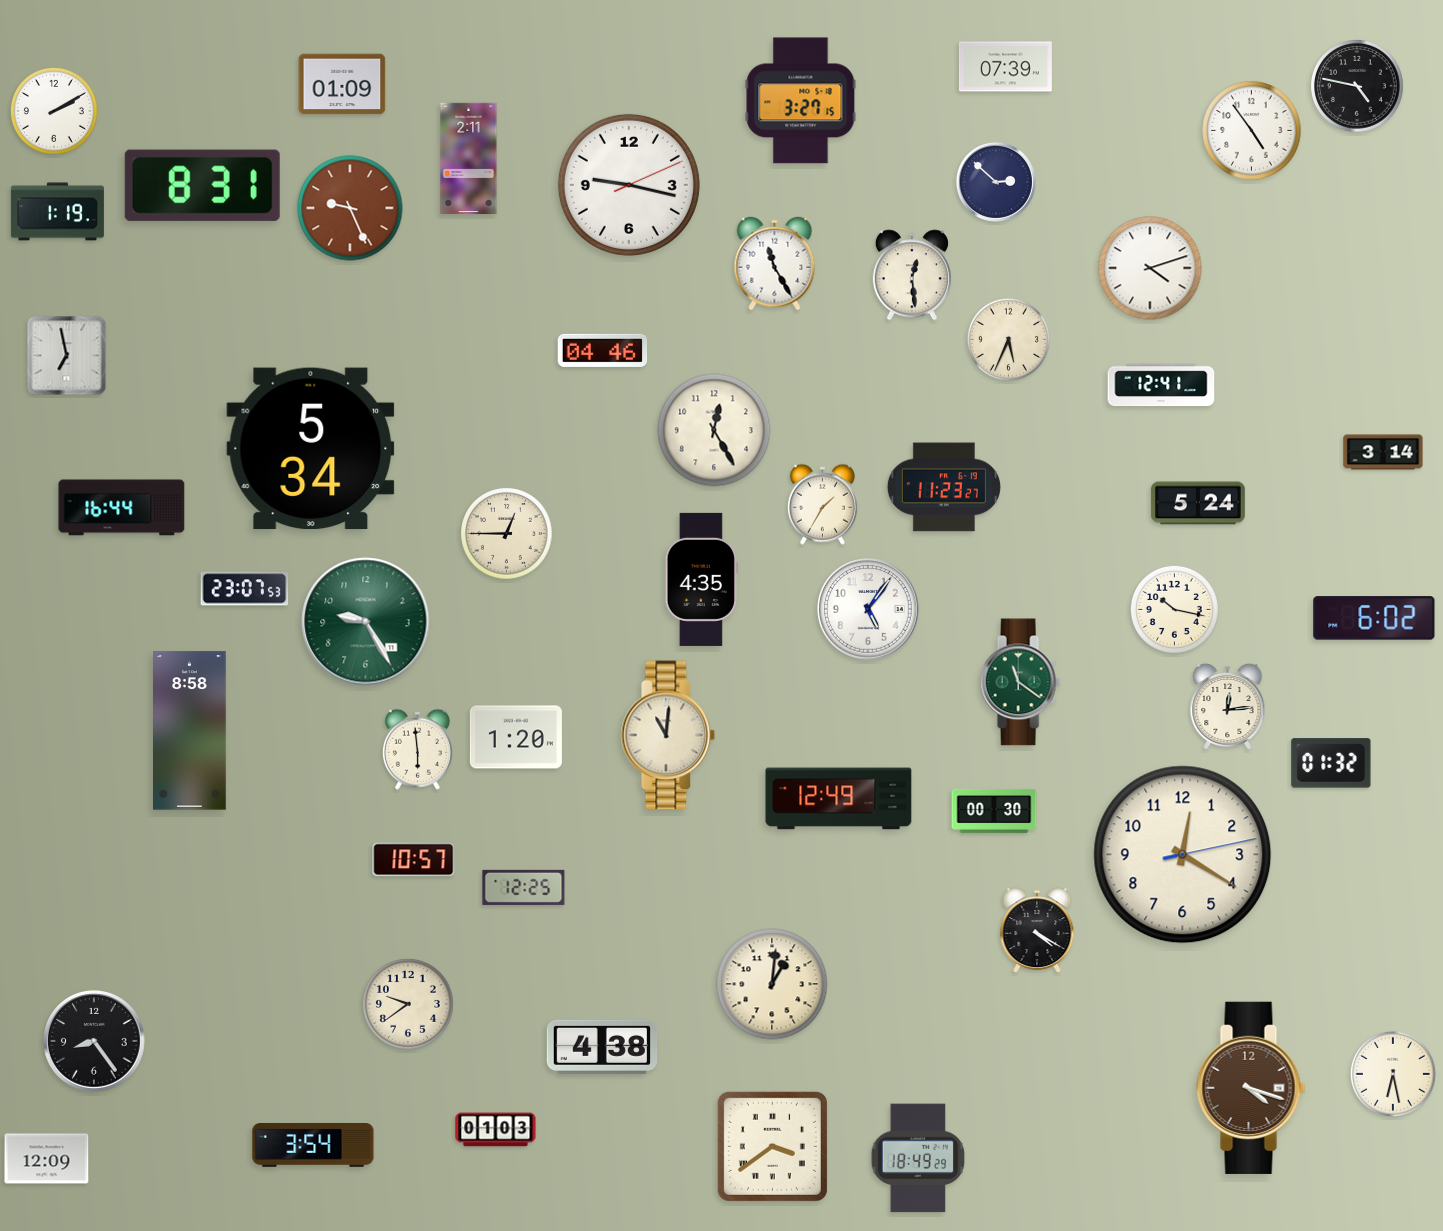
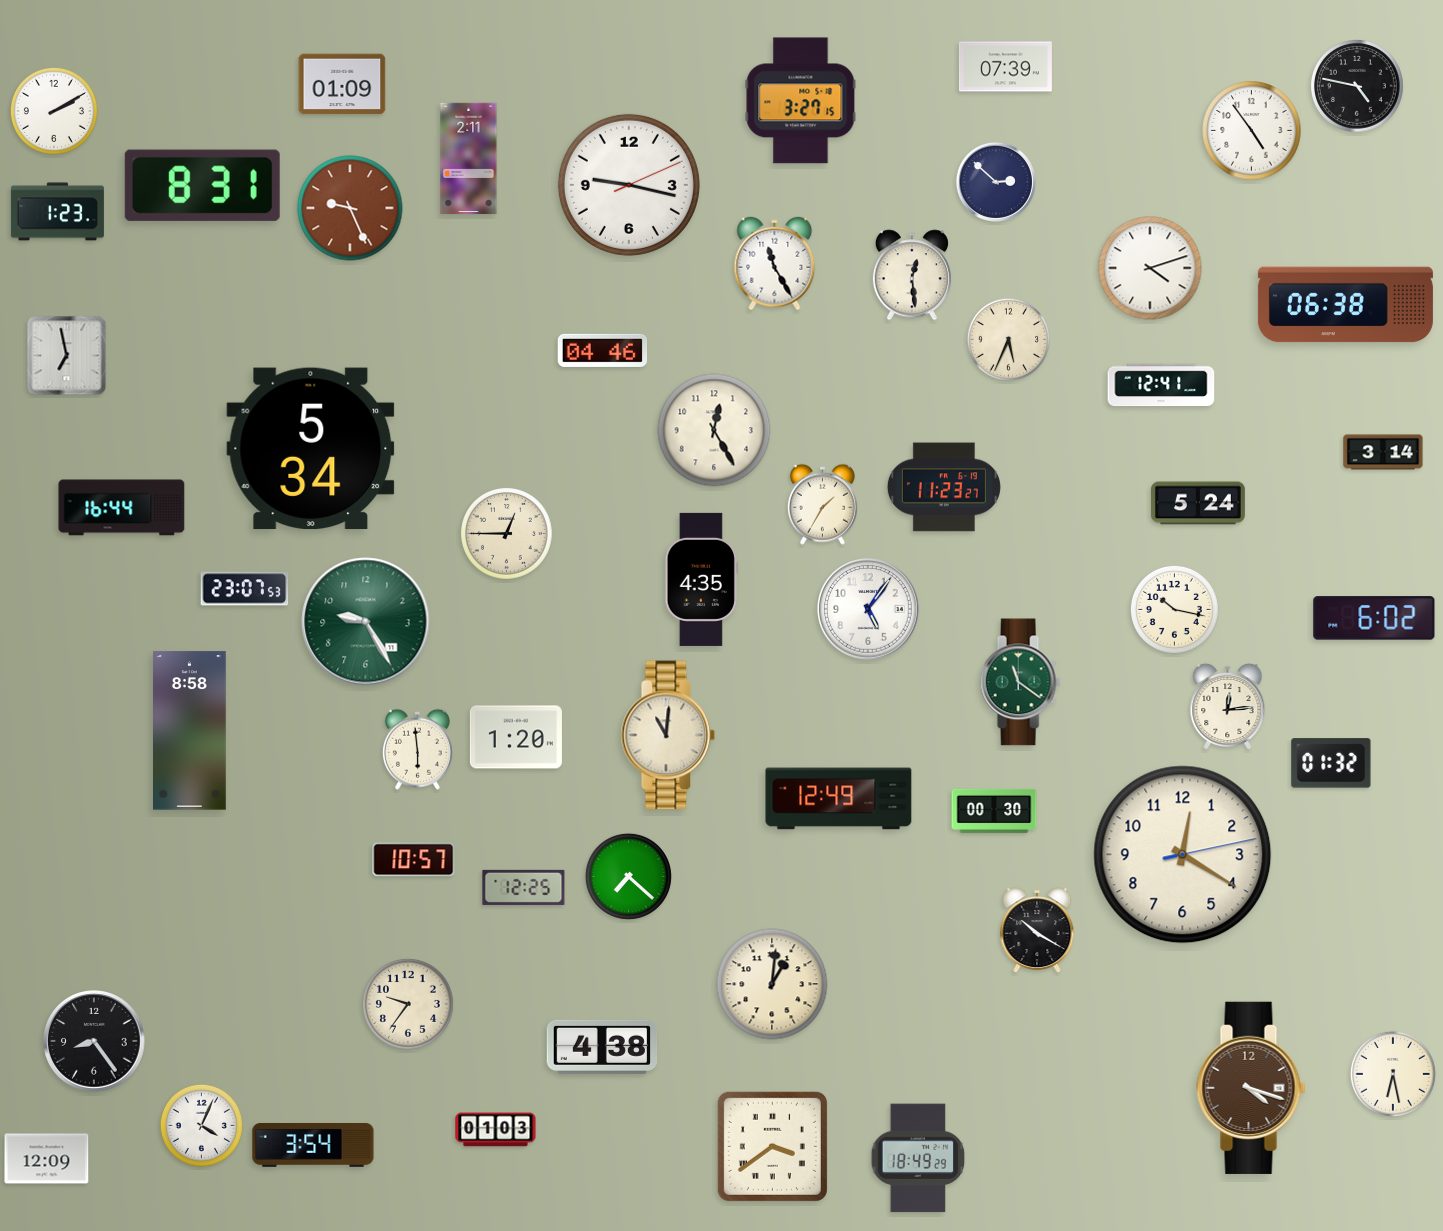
clock at (57, 212): 1:19 -> 1:23
clock at (1345, 305): none -> 06:38
clock at (628, 876): none -> 7:22
clock at (1037, 931): 4:20 -> 10:20
clock at (409, 1005): 9:39 -> 9:36
clock at (201, 1125): none -> 4:04
